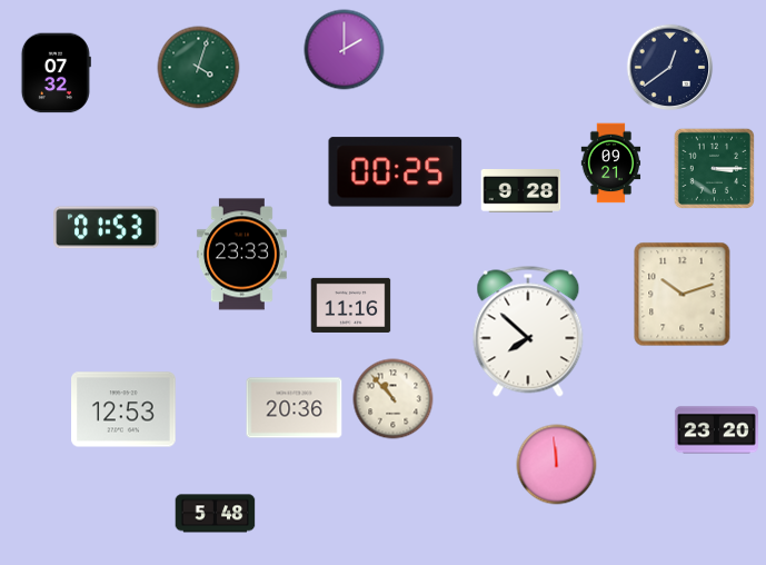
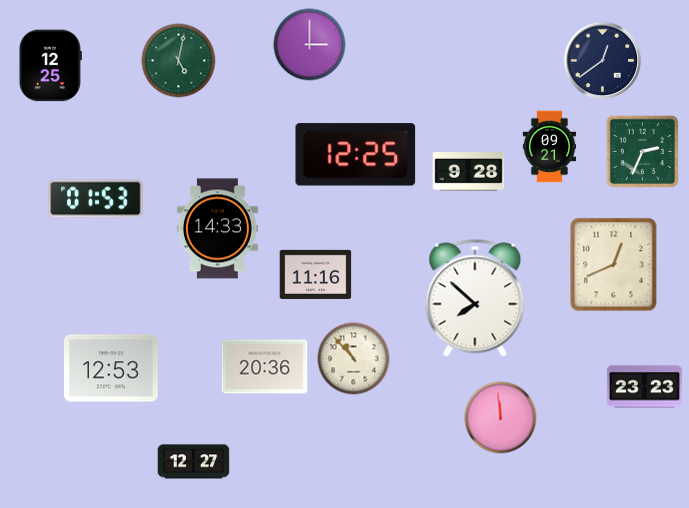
clock at (345, 50): 2:00 -> 3:00
clock at (199, 68): 4:03 -> 5:02
clock at (56, 73): 07:32 -> 12:25
clock at (714, 168): 3:15 -> 2:34
clock at (396, 172): 00:25 -> 12:25
clock at (107, 228) position: (107, 228) -> (96, 199)
clock at (241, 255): 23:33 -> 14:33
clock at (683, 295): 10:12 -> 12:41
clock at (716, 430): 23:20 -> 23:23
clock at (216, 514): 5:48 -> 12:27
